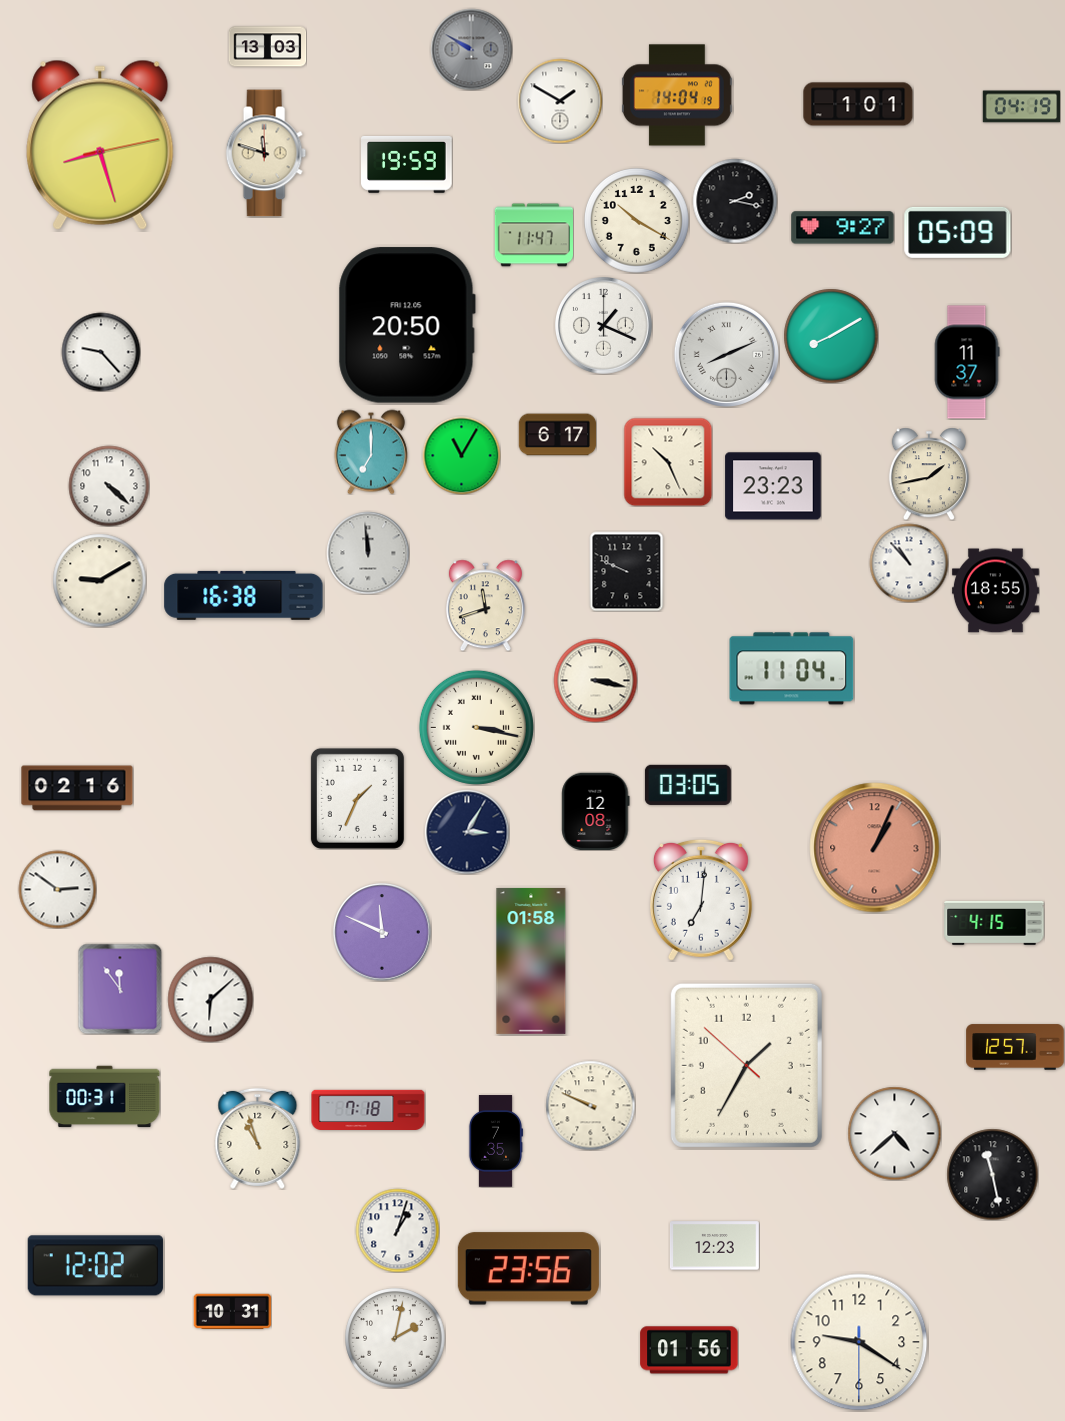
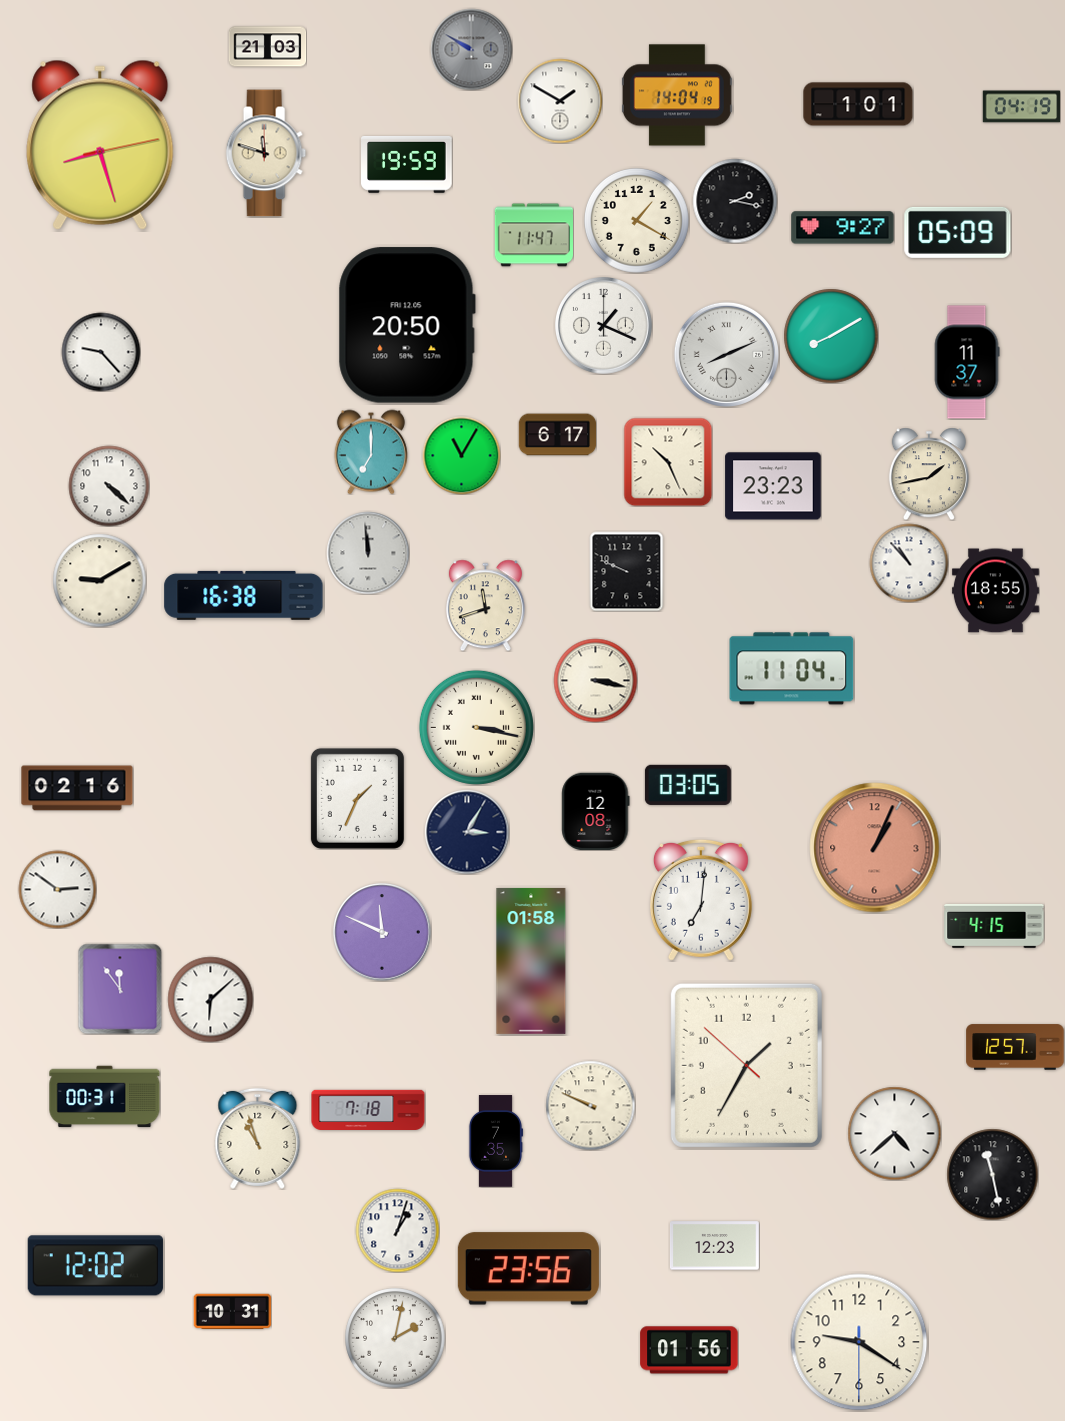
clock at (267, 47): 13:03 -> 21:03
clock at (637, 221): 10:20 -> 1:20
clock at (994, 923) position: (994, 923) -> (994, 926)
